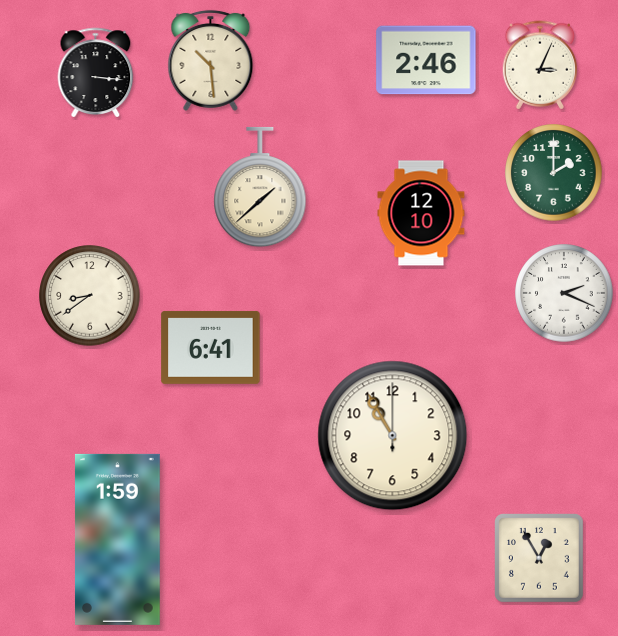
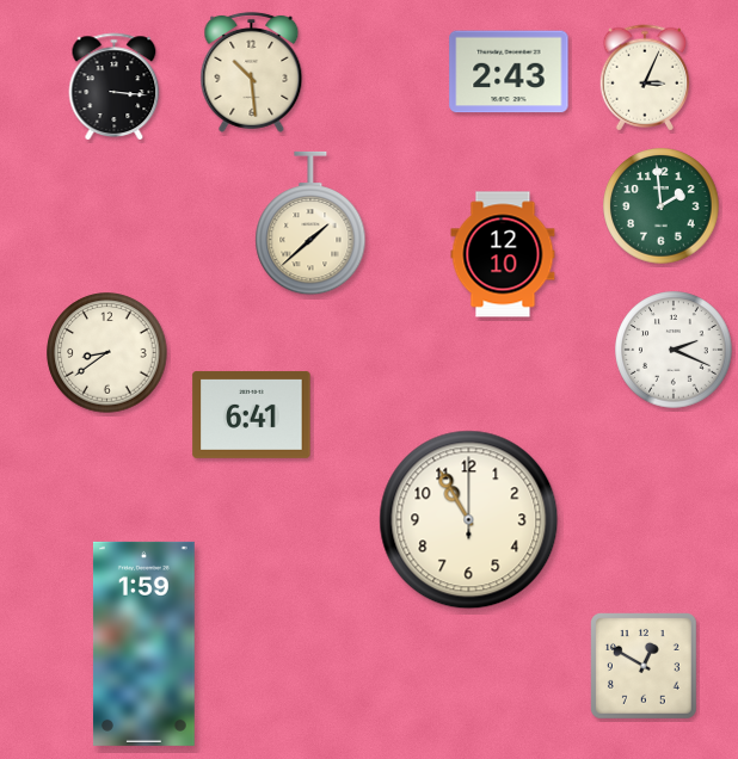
clock at (426, 60): 2:46 -> 2:43
clock at (554, 173): 2:00 -> 1:59
clock at (117, 539) position: (117, 539) -> (143, 643)
clock at (540, 559): 12:55 -> 12:50
